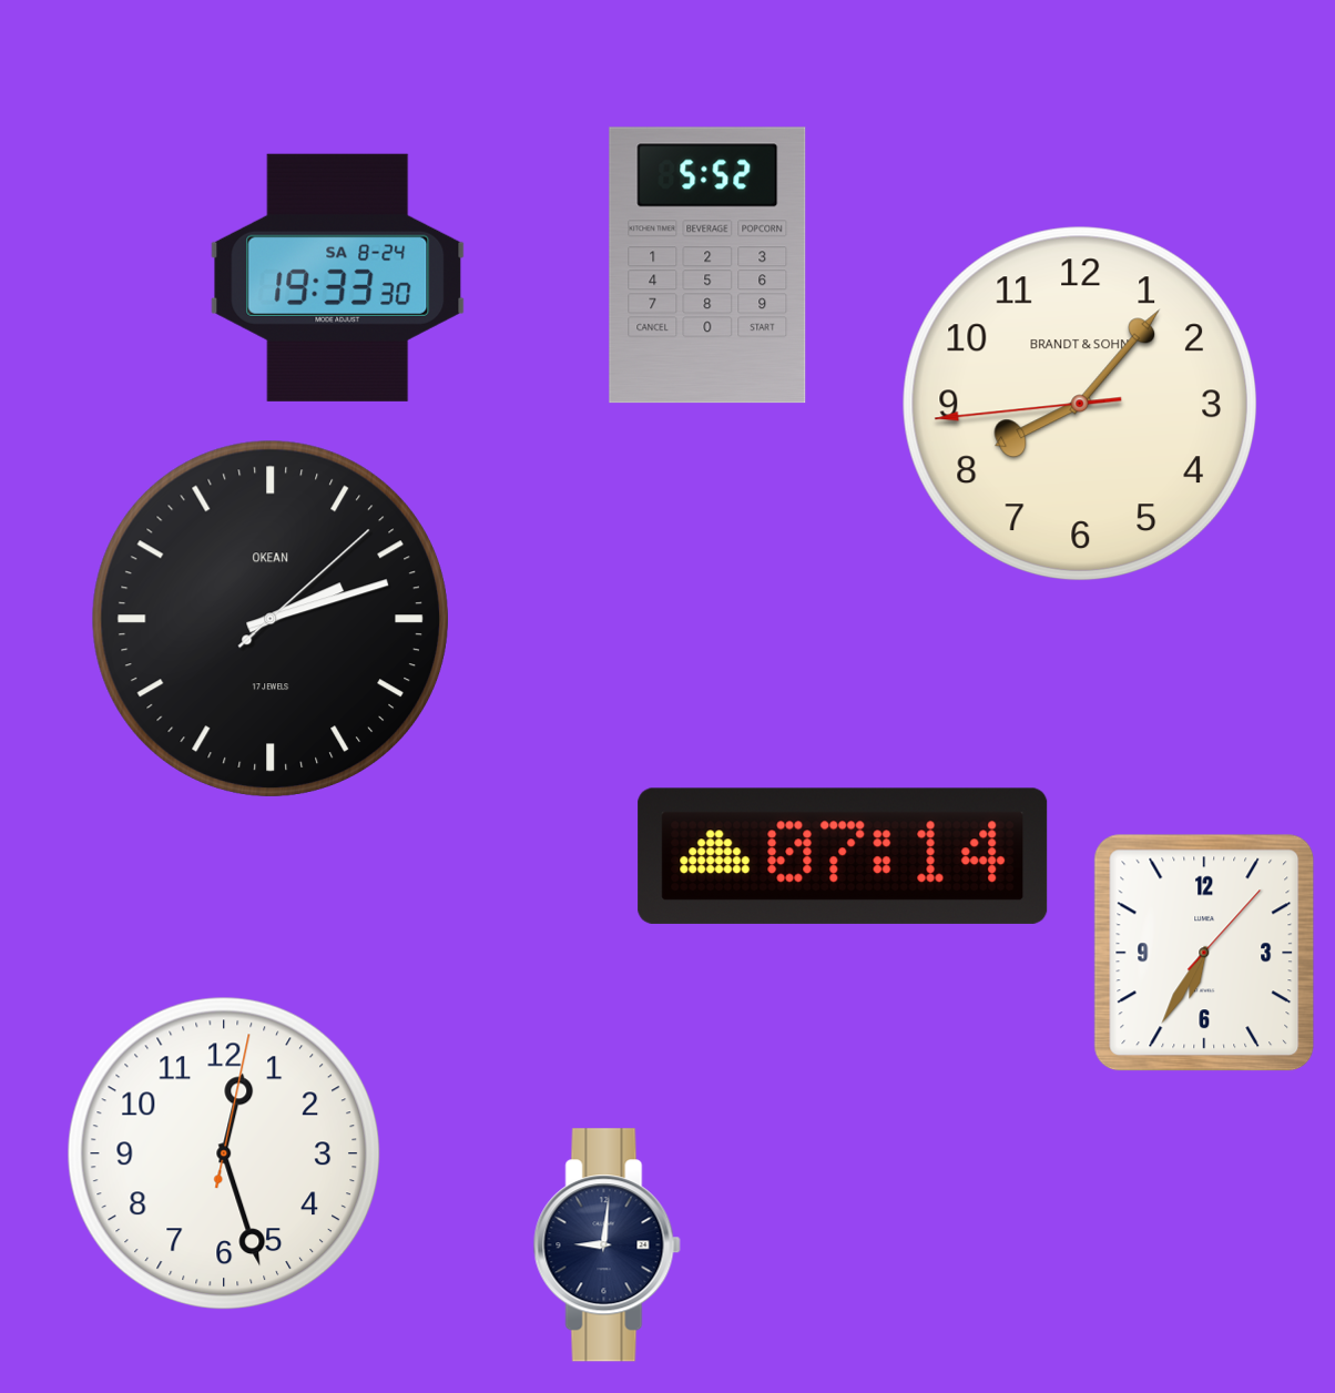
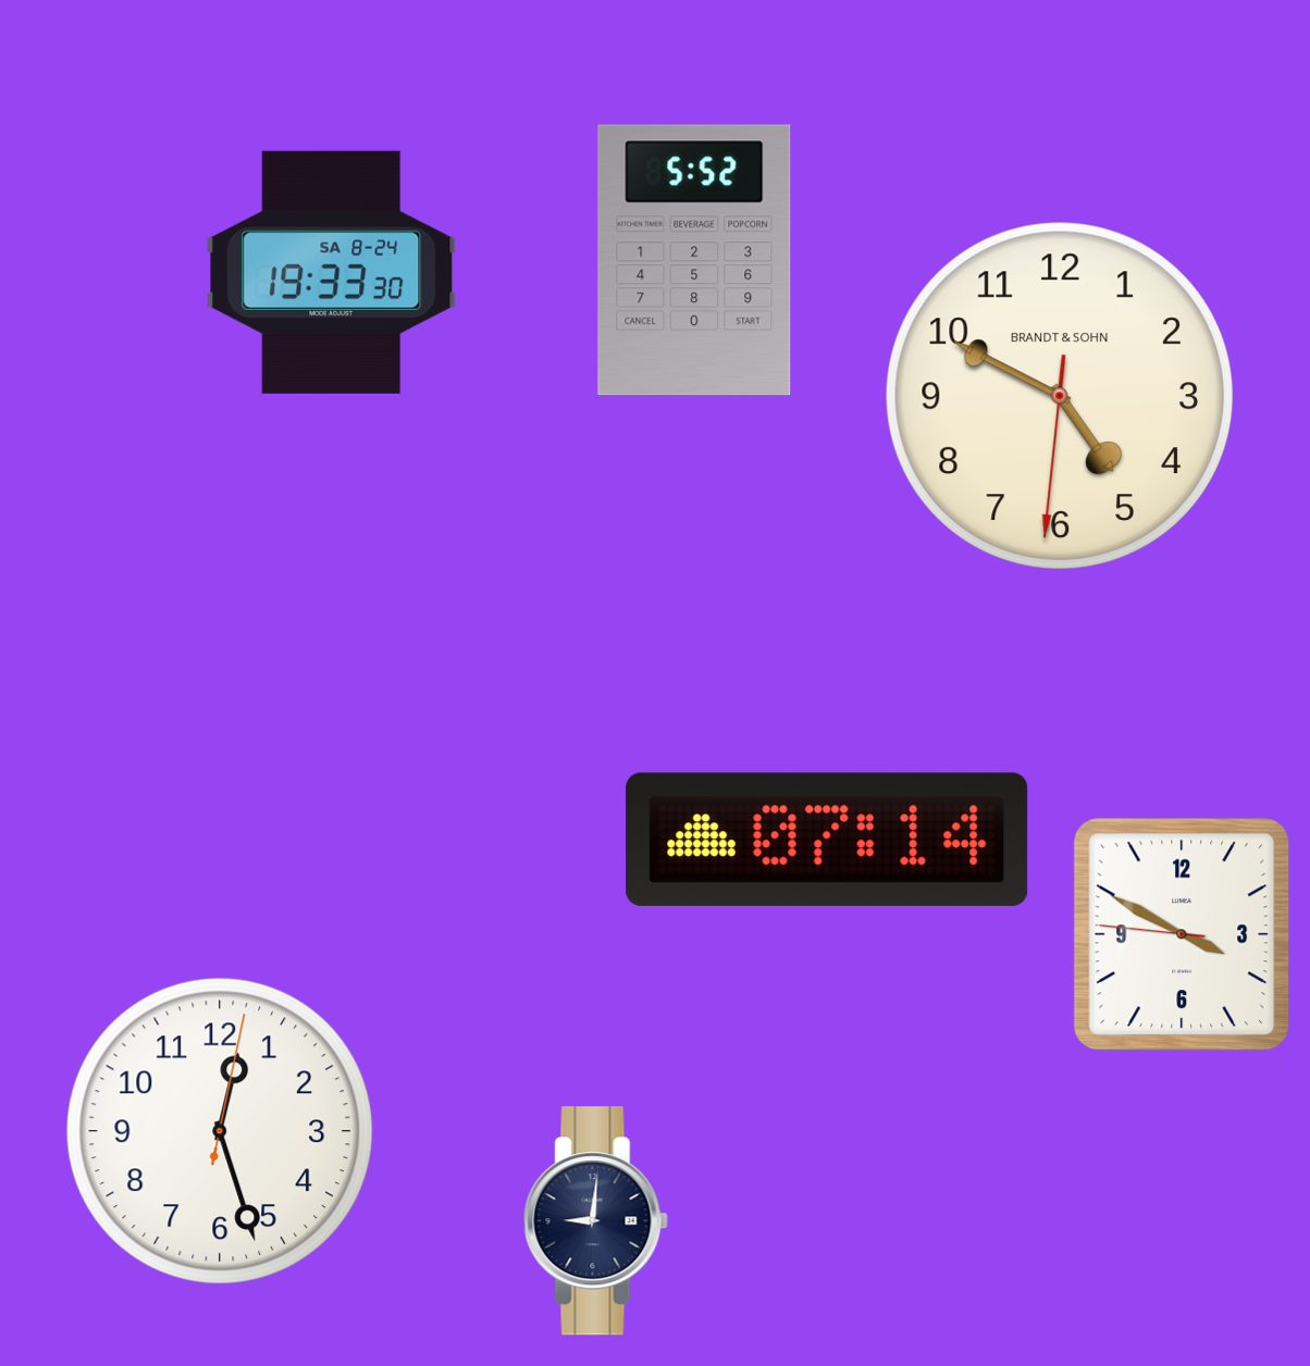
clock at (1079, 403): 8:06 -> 4:49
clock at (271, 619): 2:12 -> none
clock at (1204, 953): 6:35 -> 3:49
